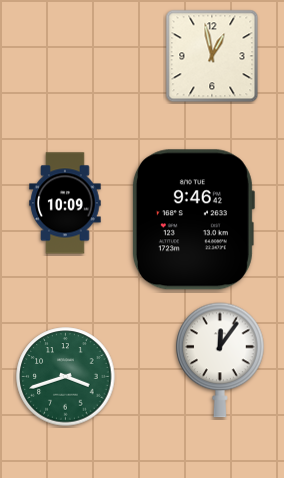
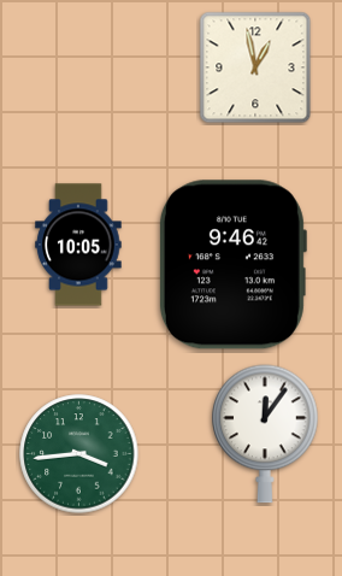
clock at (65, 203): 10:09 -> 10:05
clock at (66, 377): 3:42 -> 3:44
